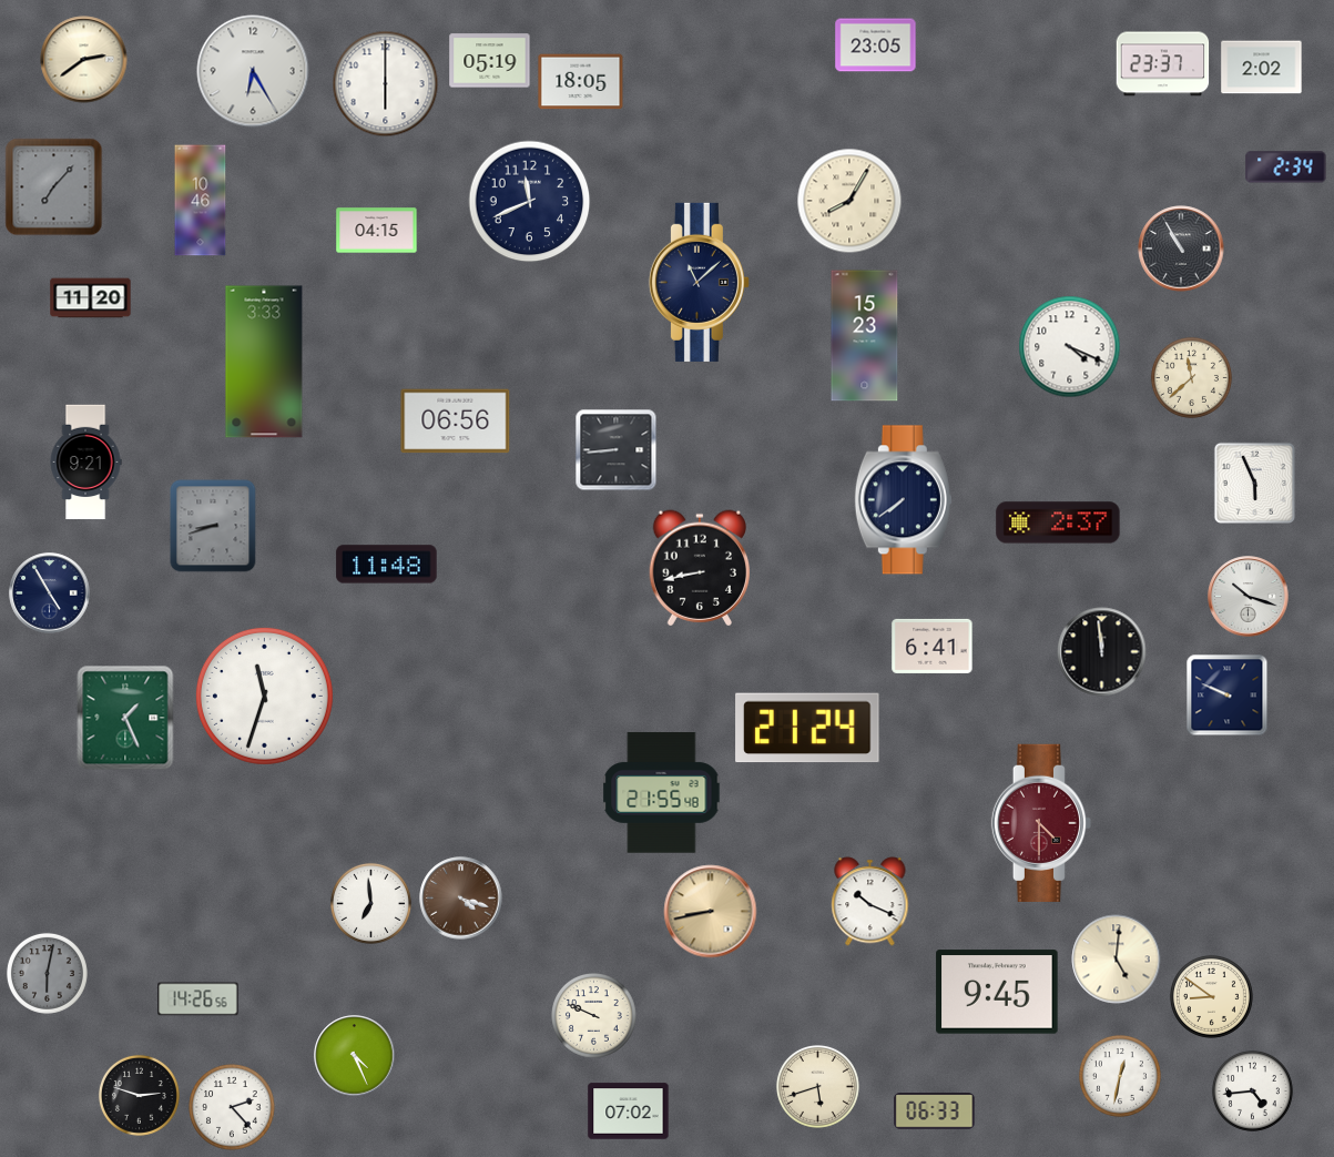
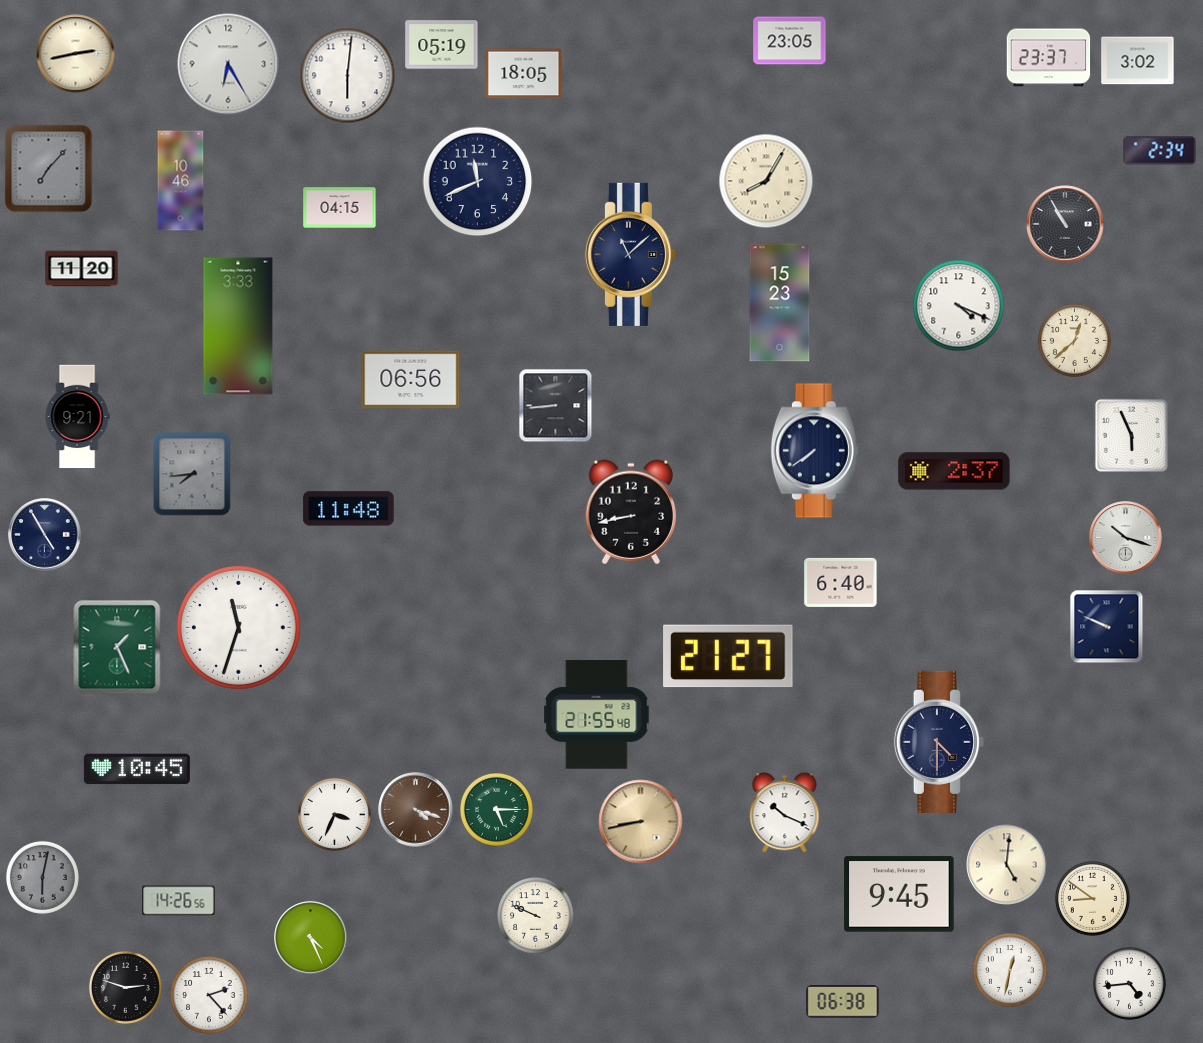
clock at (84, 60): 2:39 -> 2:43
clock at (490, 61) position: (490, 61) -> (442, 45)
clock at (1262, 68): 2:02 -> 3:02
clock at (386, 84): 6:00 -> 6:01
clock at (1070, 347) position: (1070, 347) -> (959, 306)
clock at (1191, 377): 11:38 -> 12:38
clock at (213, 526): 8:42 -> 7:44
clock at (933, 646): 6:41 -> 6:40
clock at (1102, 652): 11:59 -> none
clock at (125, 718) position: (125, 718) -> (117, 647)
clock at (807, 728): 21:24 -> 21:27
clock at (1040, 823) dial: burgundy -> navy
clock at (137, 769): none -> 10:45
clock at (496, 809): none -> 5:15
clock at (370, 903): 6:59 -> 3:34
clock at (355, 1056) position: (355, 1056) -> (311, 938)
clock at (817, 1086): 5:42 -> none
clock at (232, 1107) position: (232, 1107) -> (209, 995)
clock at (629, 1112): 07:02 -> none
clock at (935, 1112): 06:33 -> 06:38
